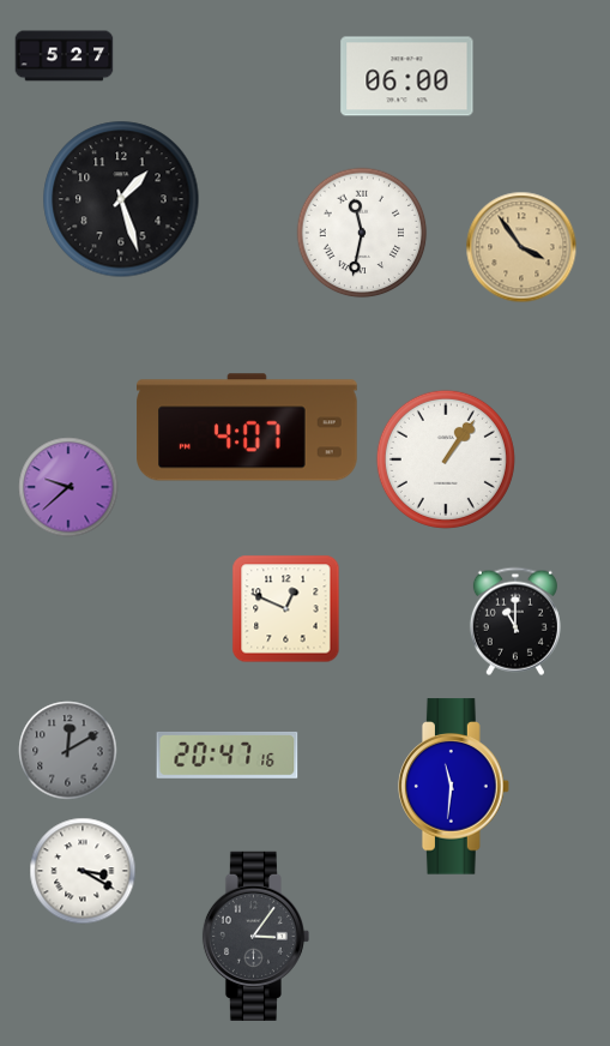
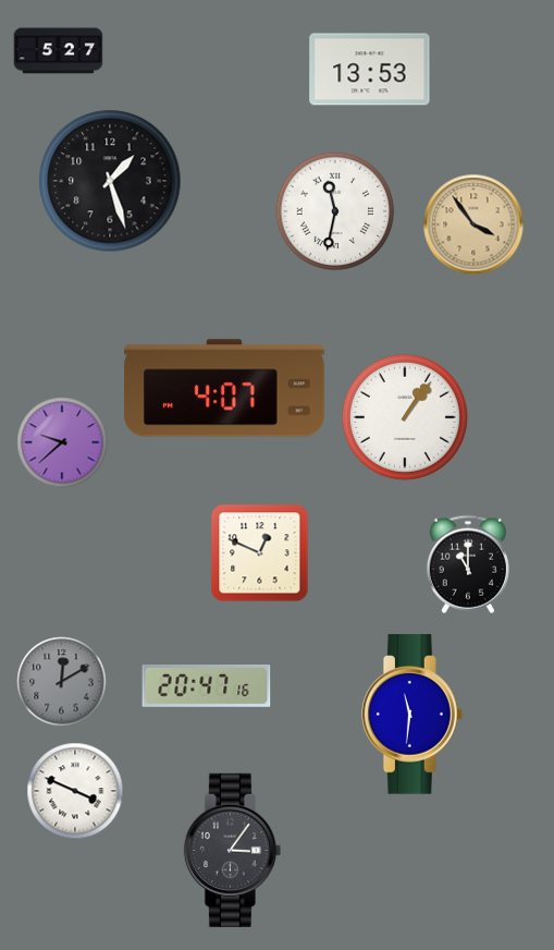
clock at (407, 77): 06:00 -> 13:53
clock at (362, 233) position: (362, 233) -> (335, 211)
clock at (83, 871): 3:20 -> 3:49
